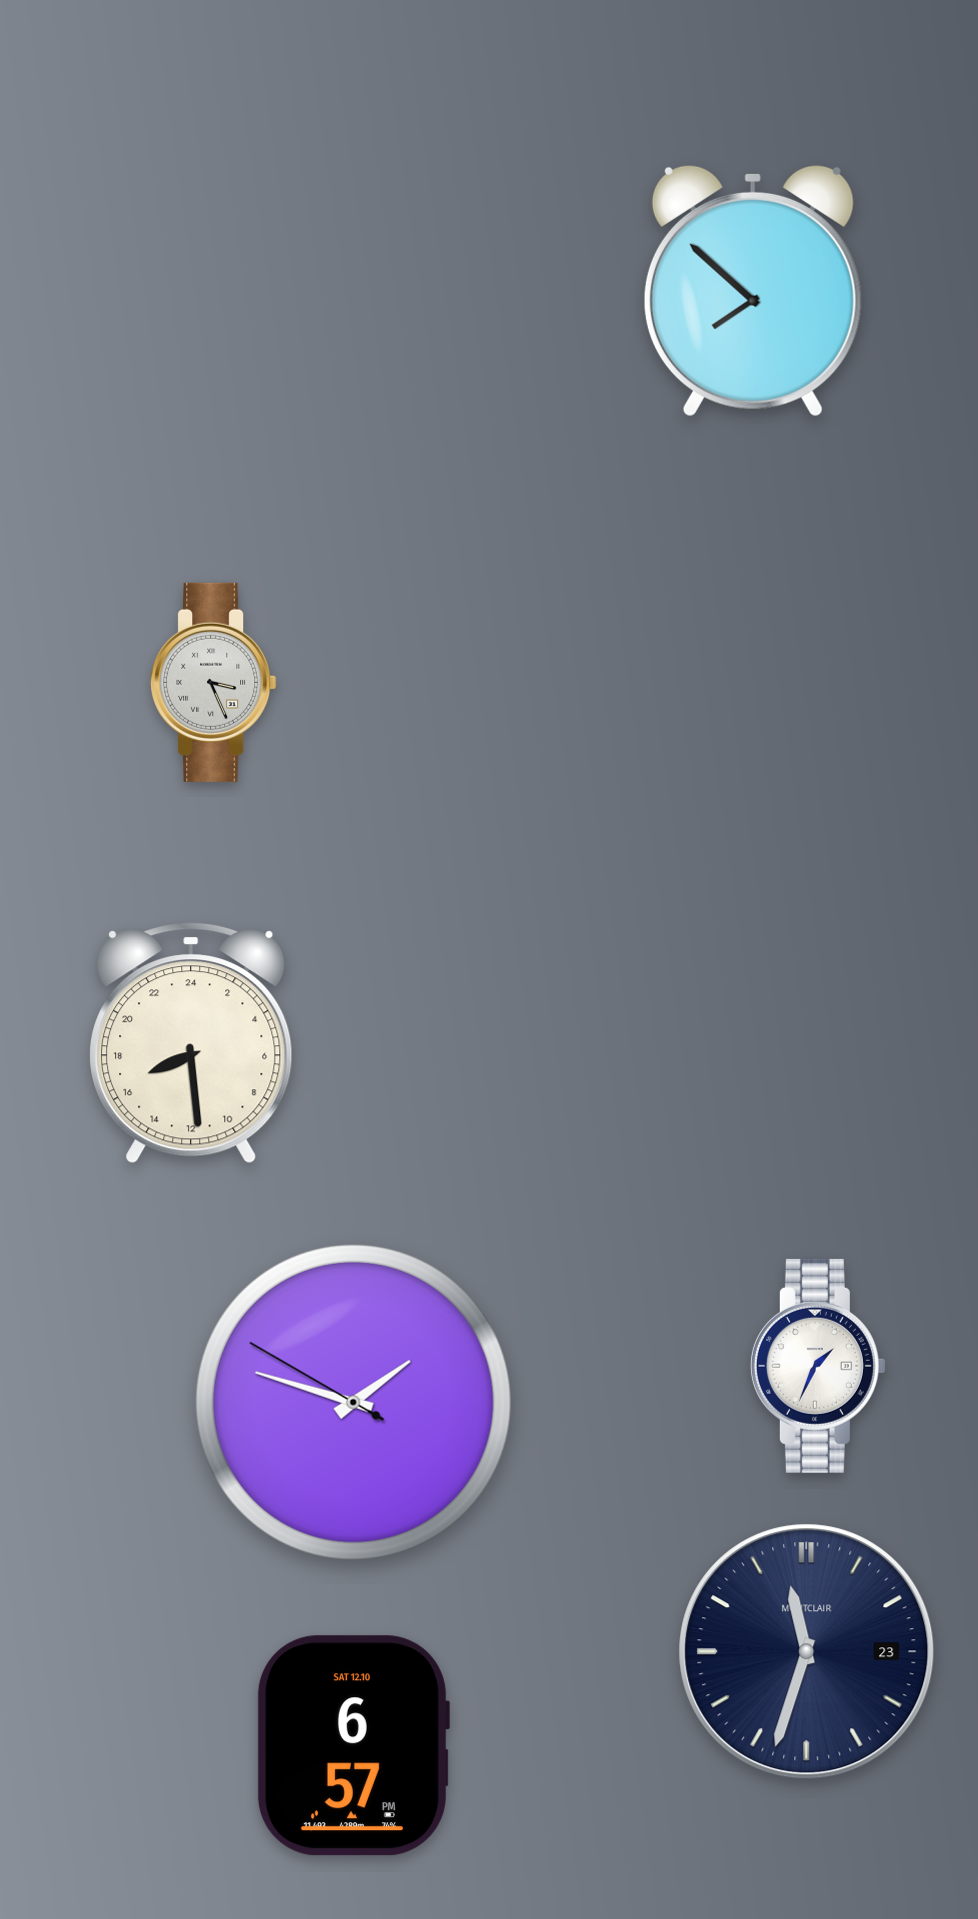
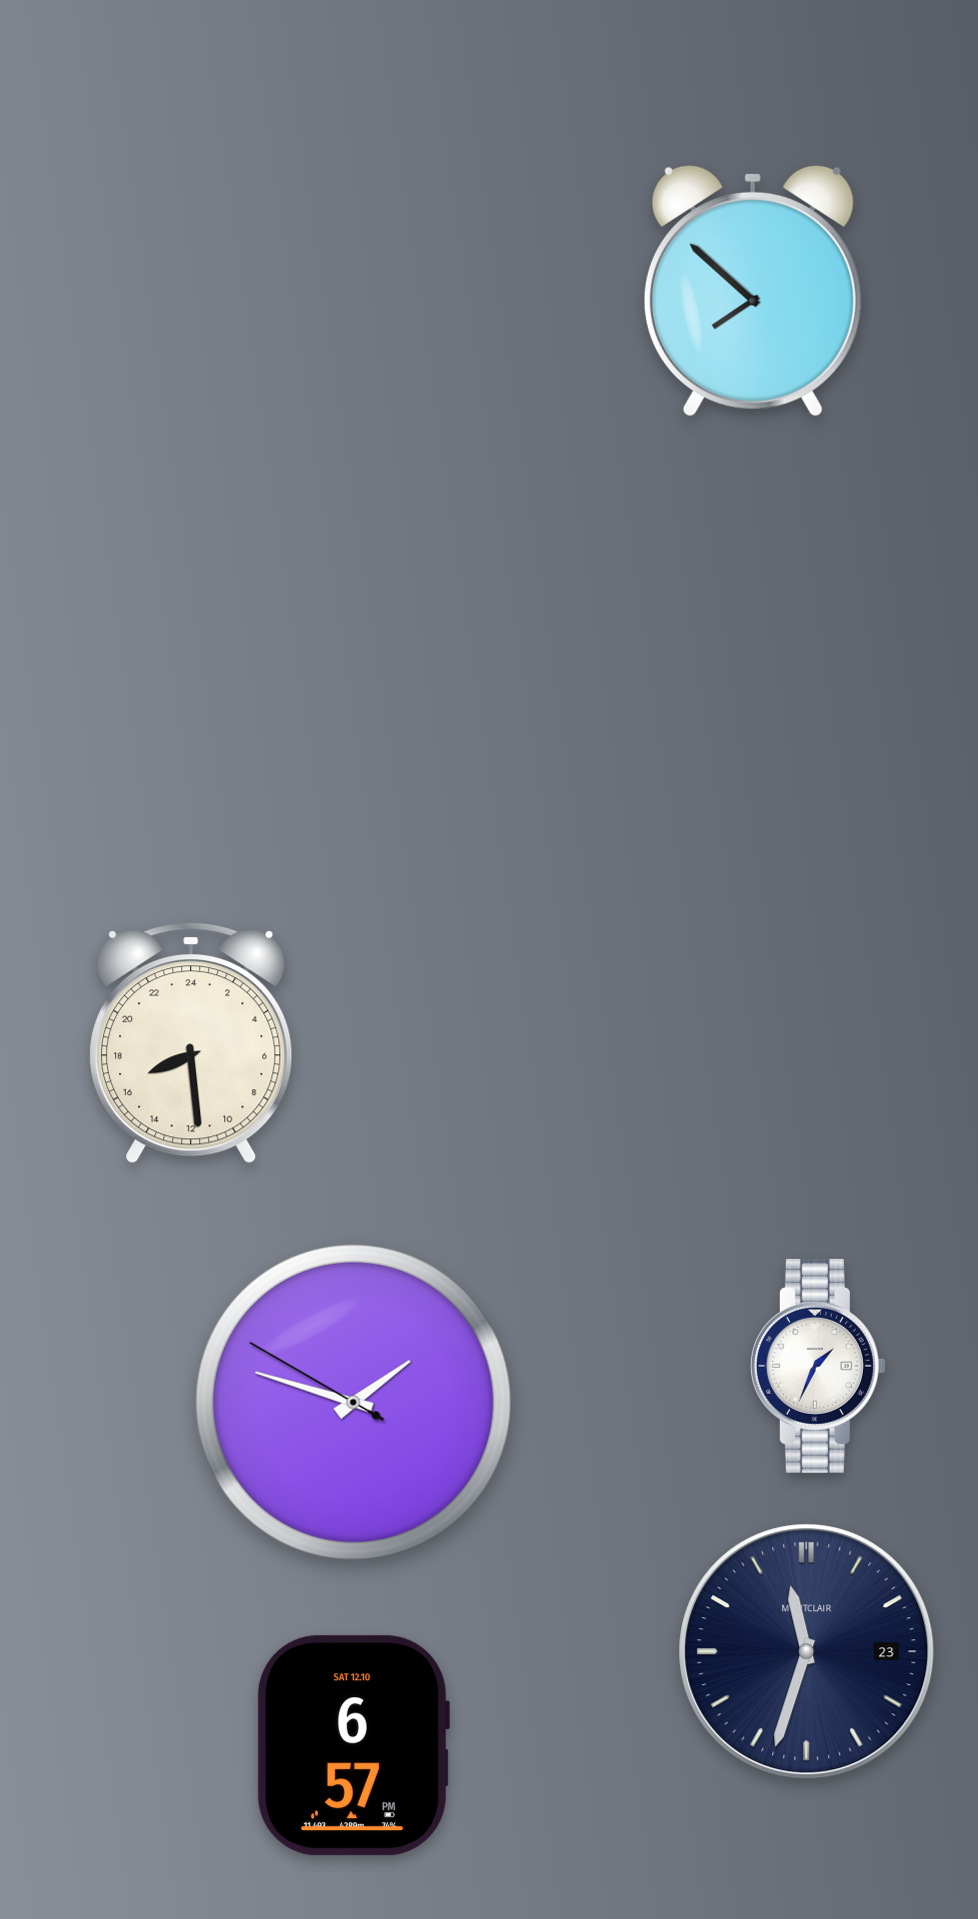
clock at (214, 682): 3:26 -> none
